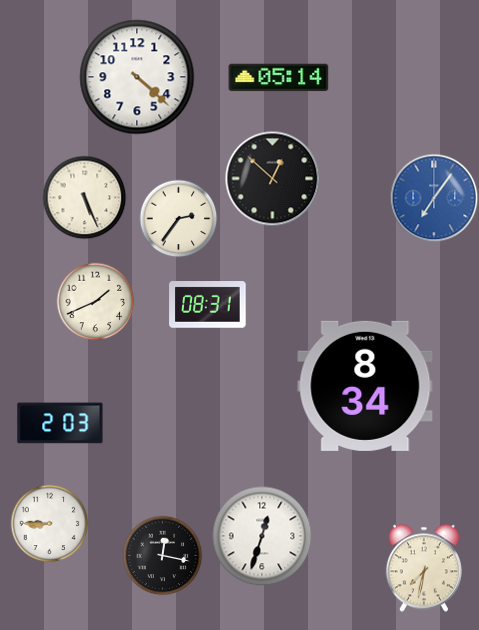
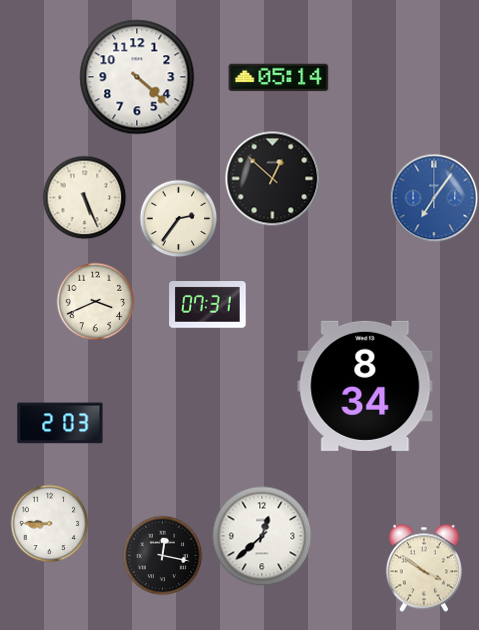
clock at (95, 301): 1:41 -> 3:41
clock at (208, 305): 08:31 -> 07:31
clock at (262, 536): 12:33 -> 12:38
clock at (424, 568): 7:32 -> 3:51
